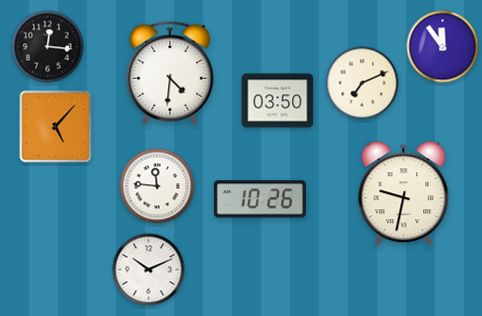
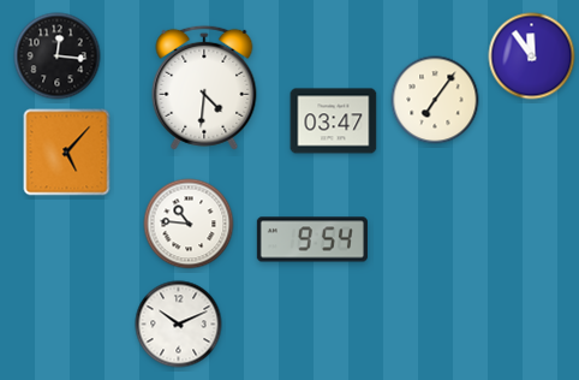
clock at (362, 83): 7:11 -> 7:06
clock at (278, 101): 03:50 -> 03:47
clock at (157, 186): 11:46 -> 10:46
clock at (404, 194): 9:32 -> none
clock at (260, 199): 10:26 -> 9:54
